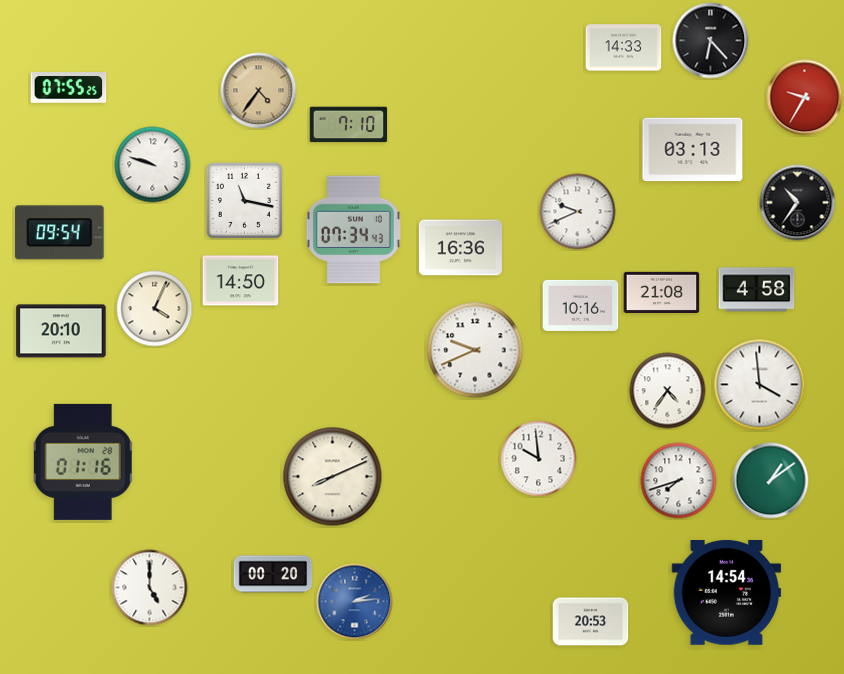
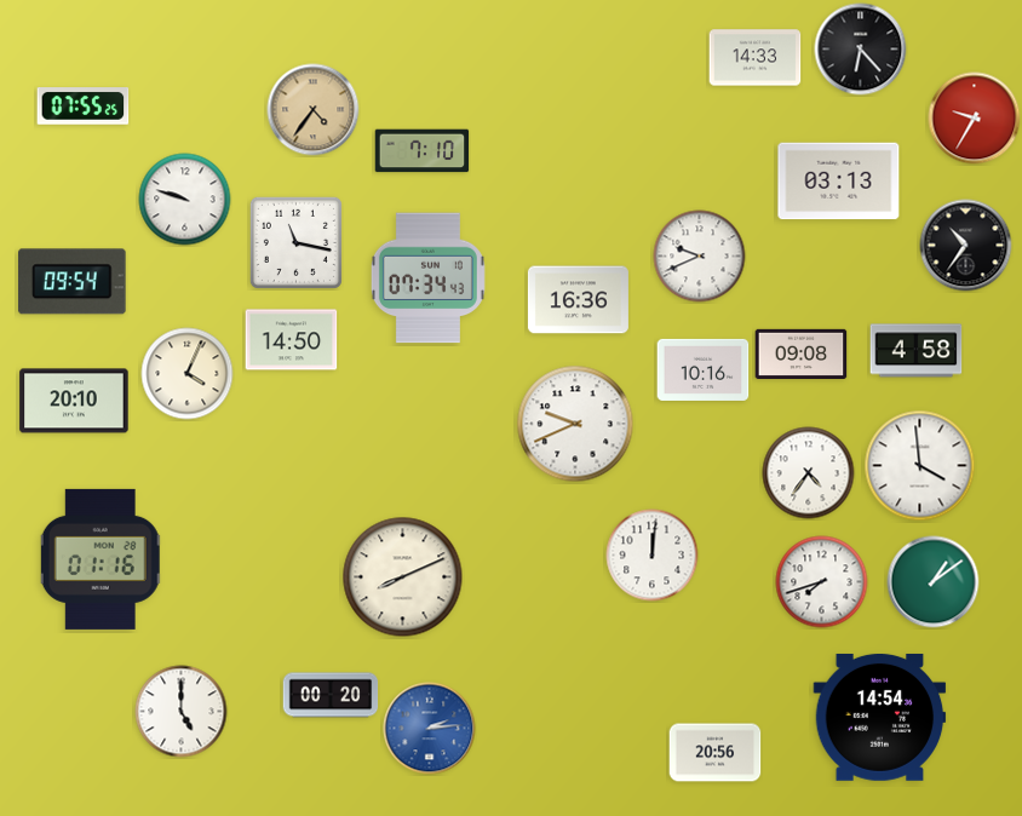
clock at (460, 248) position: (460, 248) -> (578, 300)
clock at (662, 292): 21:08 -> 09:08
clock at (539, 459): 9:59 -> 12:01
clock at (591, 622): 20:53 -> 20:56
